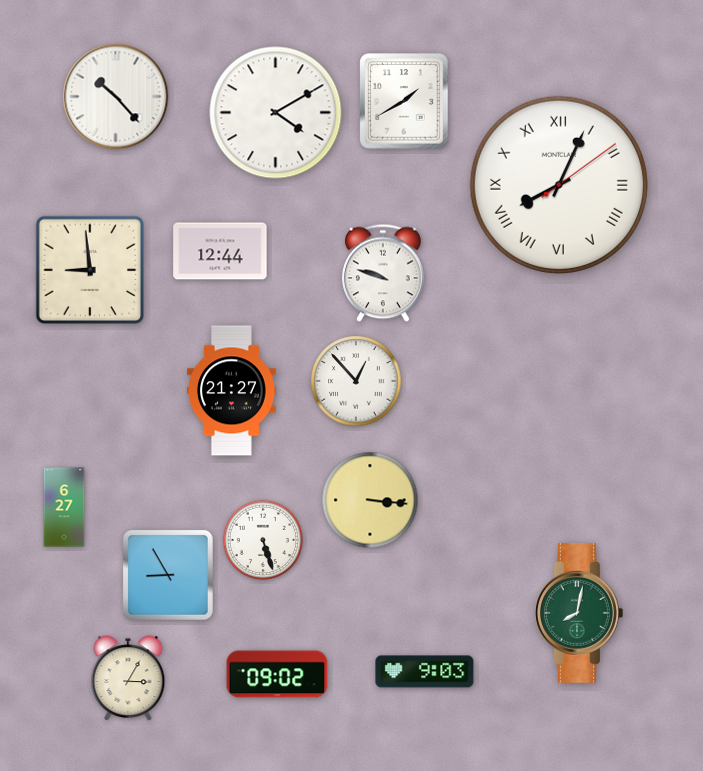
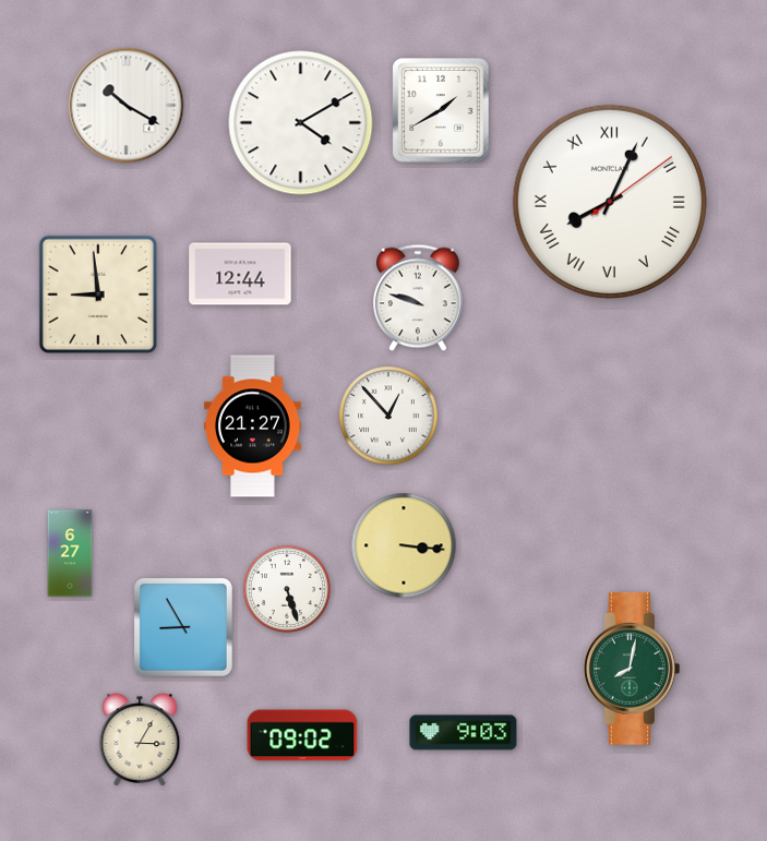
clock at (116, 97): 10:23 -> 10:20
